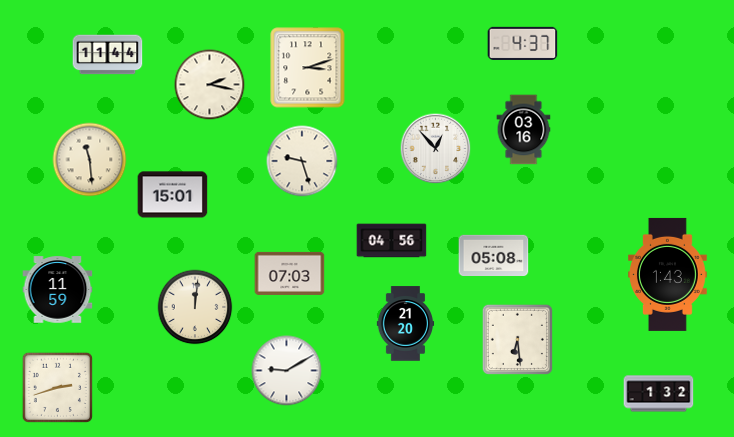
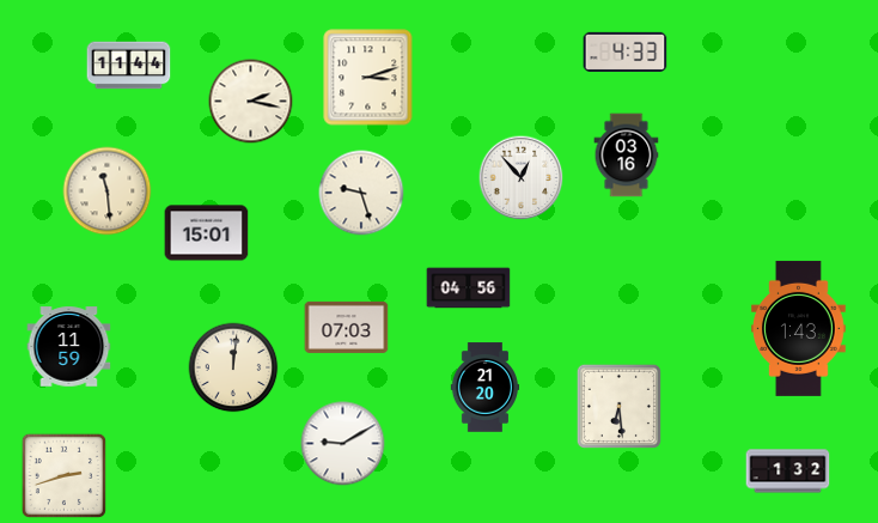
clock at (523, 43): 4:37 -> 4:33
clock at (308, 68) position: (308, 68) -> (368, 78)
clock at (494, 256): 05:08 -> none
clock at (57, 387) position: (57, 387) -> (63, 475)
